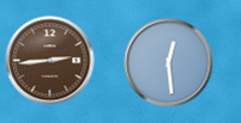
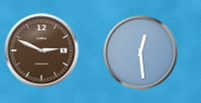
clock at (50, 61): 2:44 -> 2:49
